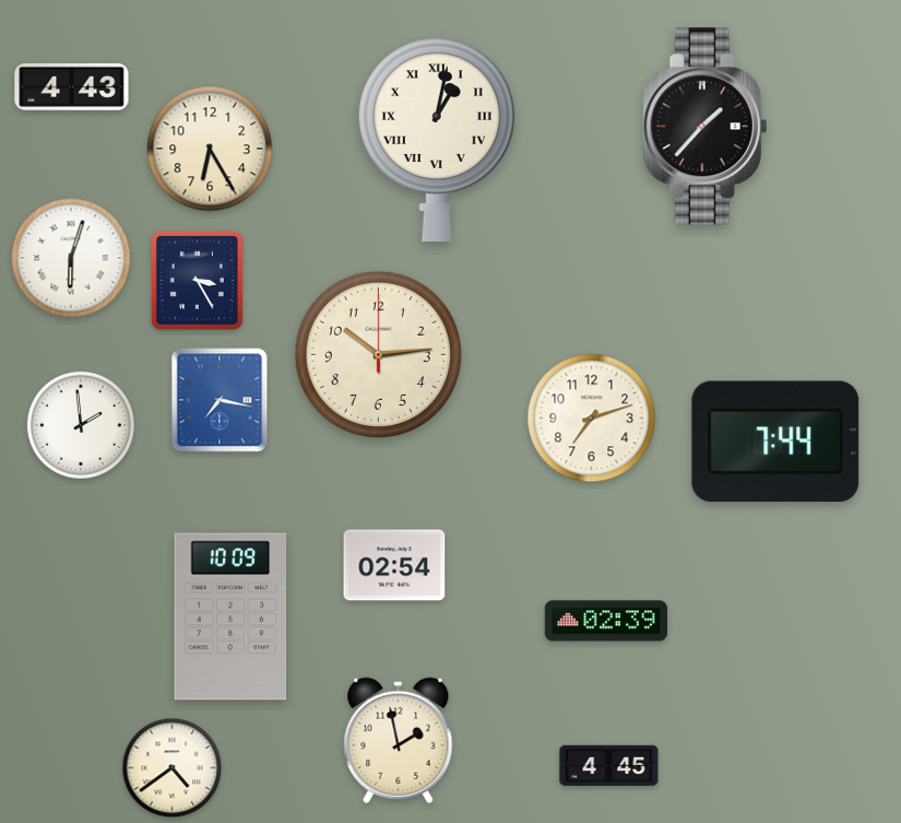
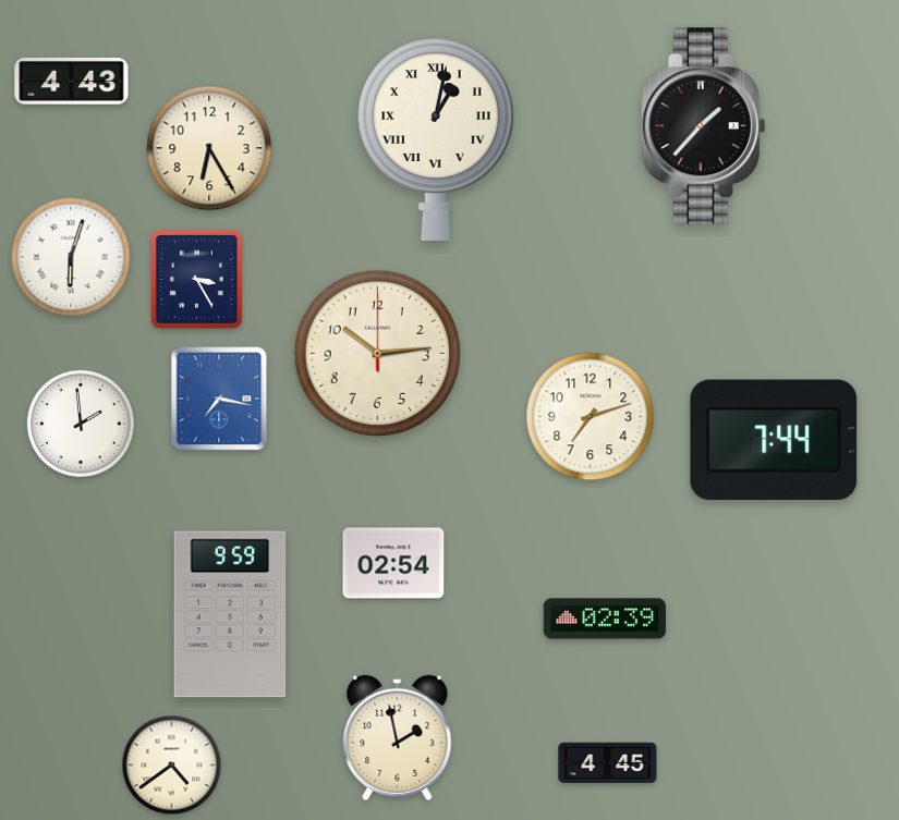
clock at (72, 86) position: (72, 86) -> (72, 81)
clock at (230, 616): 10:09 -> 9:59
